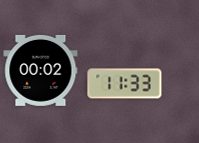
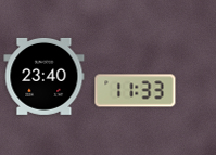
clock at (41, 70): 00:02 -> 23:40
